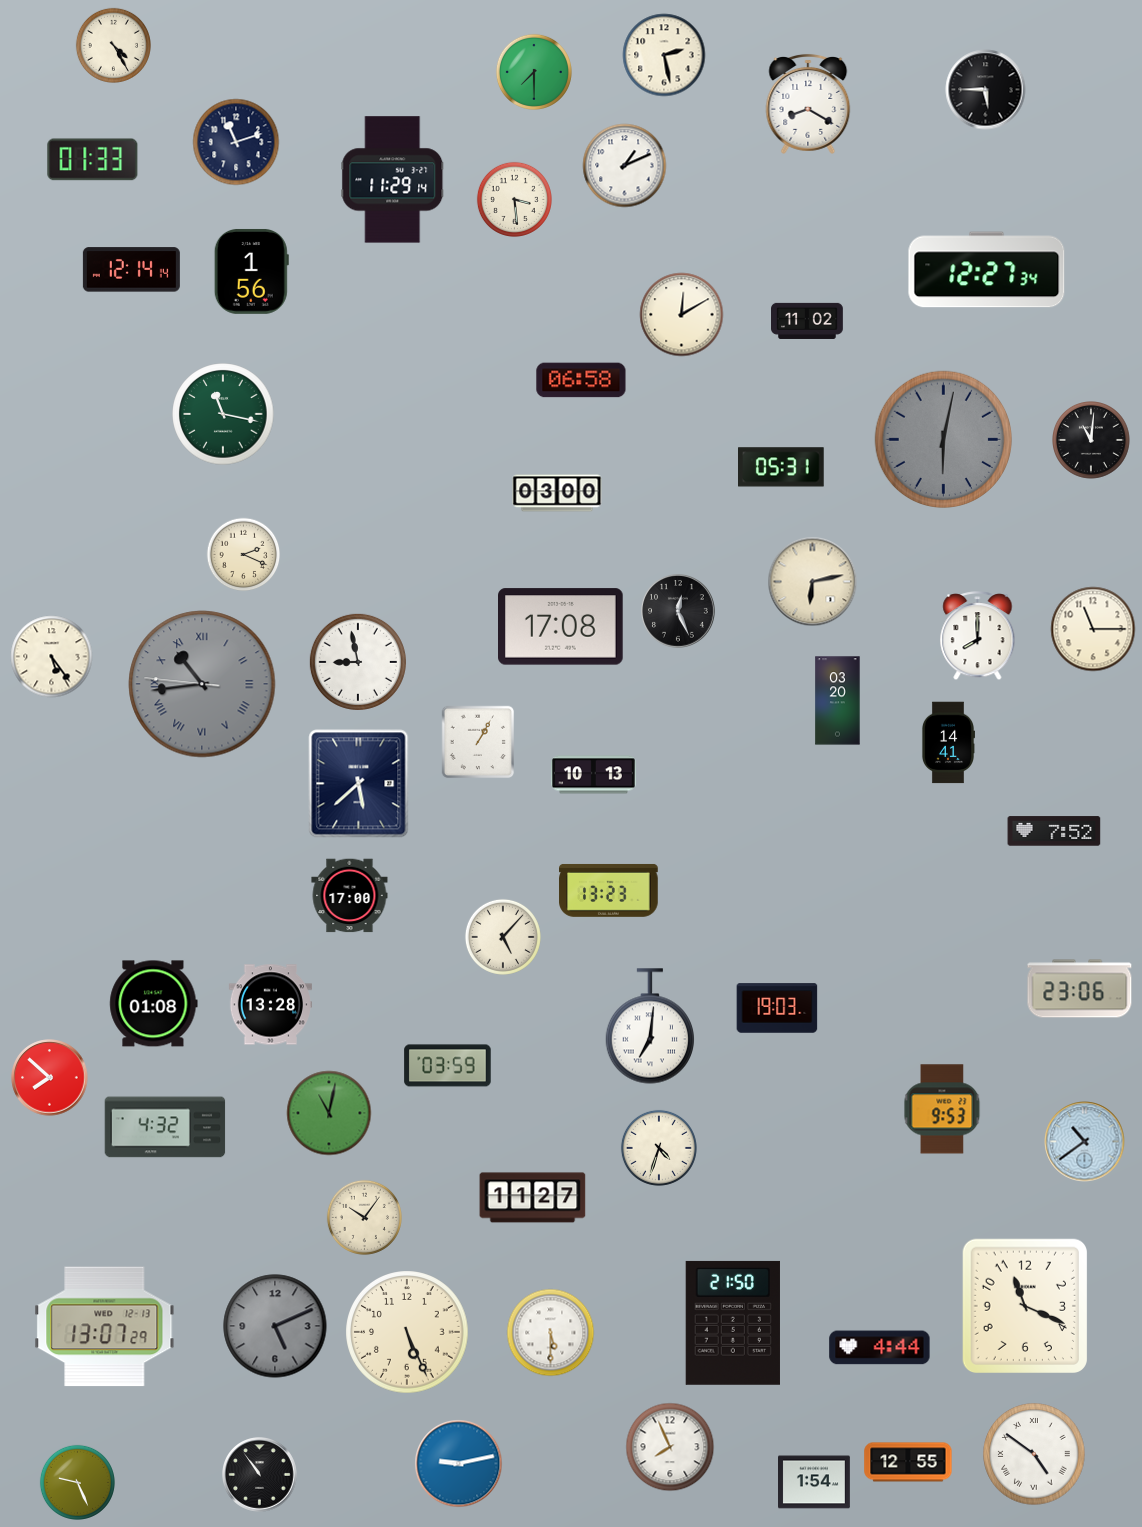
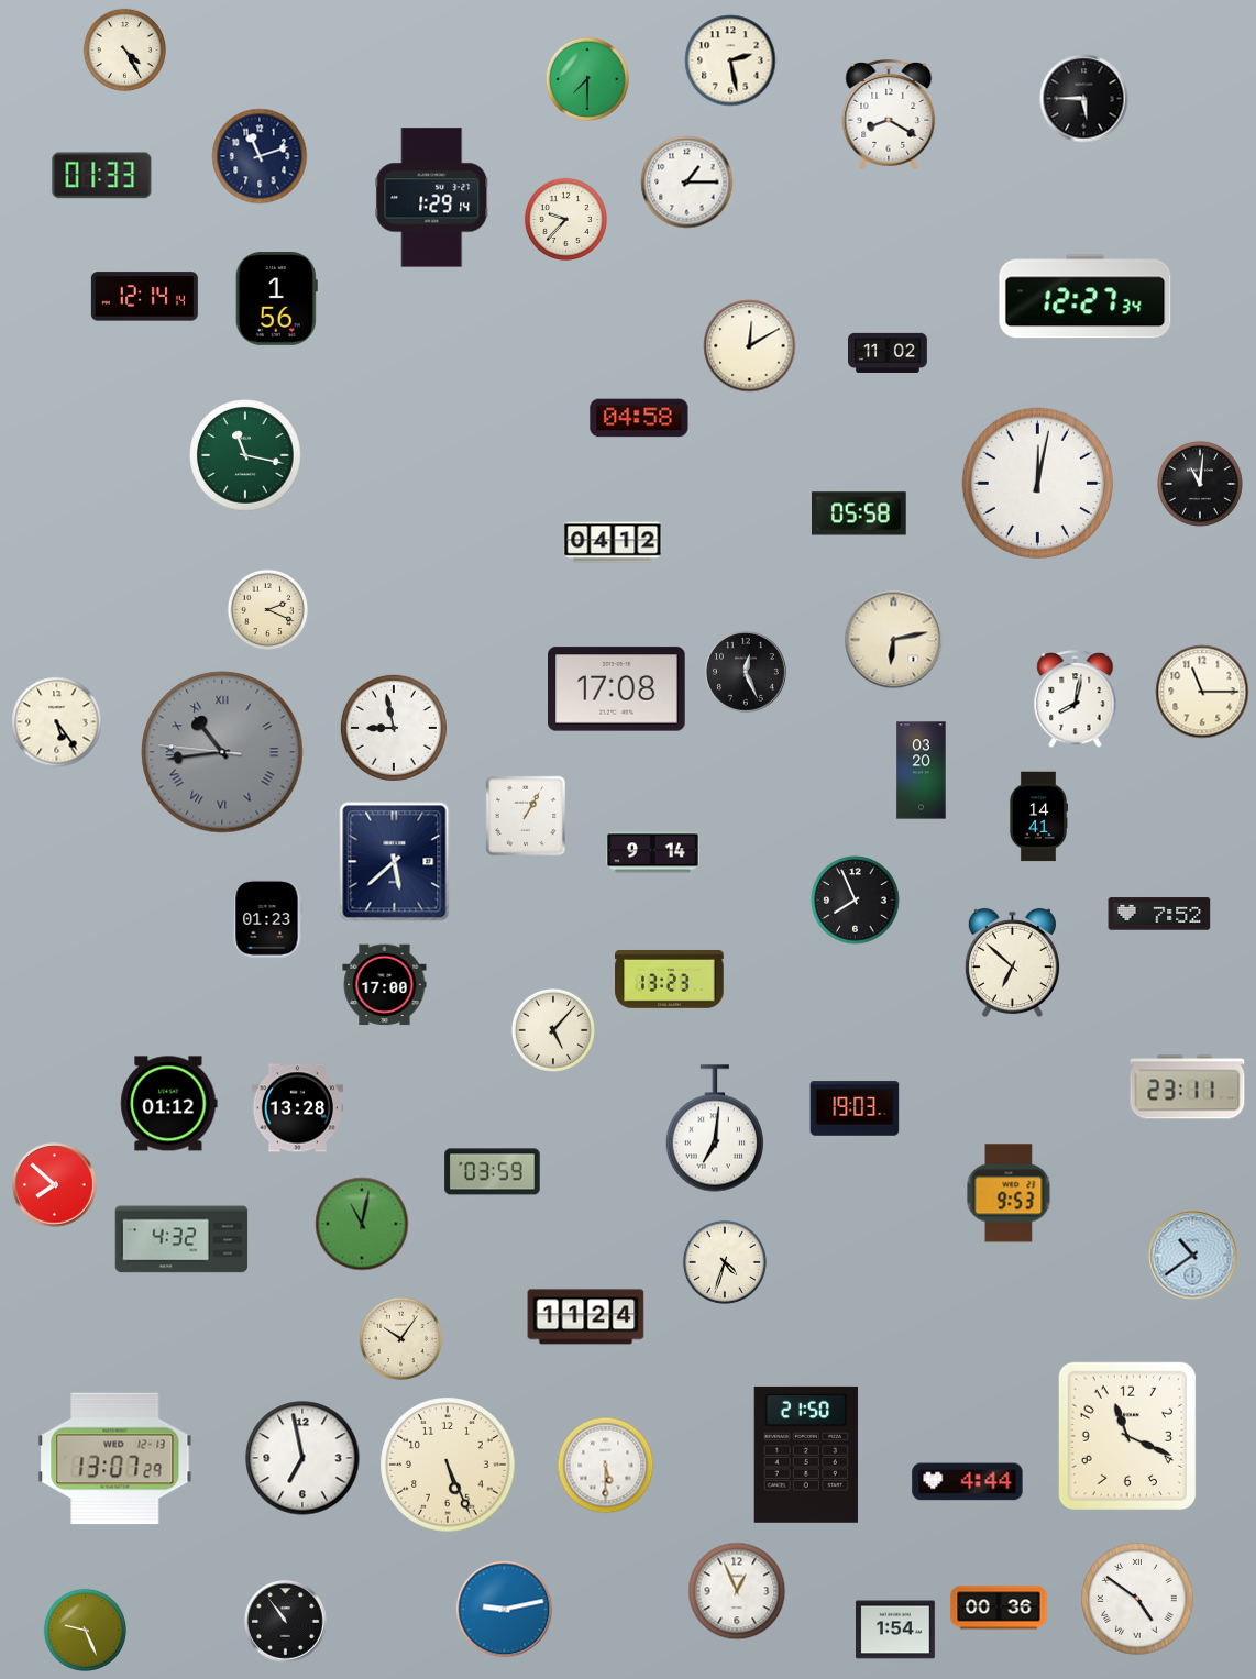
clock at (625, 166): 1:11 -> 1:15
clock at (393, 180): 11:29 -> 1:29
clock at (514, 199): 3:29 -> 9:37
clock at (581, 380): 06:58 -> 04:58
clock at (943, 439): 6:02 -> 12:02
clock at (943, 439) dial: grey -> white
clock at (782, 467): 05:31 -> 05:58
clock at (557, 493): 03:00 -> 04:12
clock at (978, 637): 8:00 -> 8:02
clock at (947, 743) position: (947, 743) -> (1037, 817)
clock at (594, 775): 10:13 -> 9:14
clock at (856, 901): none -> 7:56
clock at (267, 918): none -> 01:23
clock at (1012, 963): none -> 6:52
clock at (1080, 989): 23:06 -> 23:11
clock at (154, 1004): 01:08 -> 01:12
clock at (270, 1005) position: (270, 1005) -> (297, 1108)
clock at (942, 1109) position: (942, 1109) -> (1009, 1193)
clock at (533, 1198): 11:27 -> 11:24
clock at (275, 1326): 5:11 -> 6:58
clock at (275, 1326) dial: grey -> white
clock at (670, 1447): 7:56 -> 12:56
clock at (908, 1462): 12:55 -> 00:36
